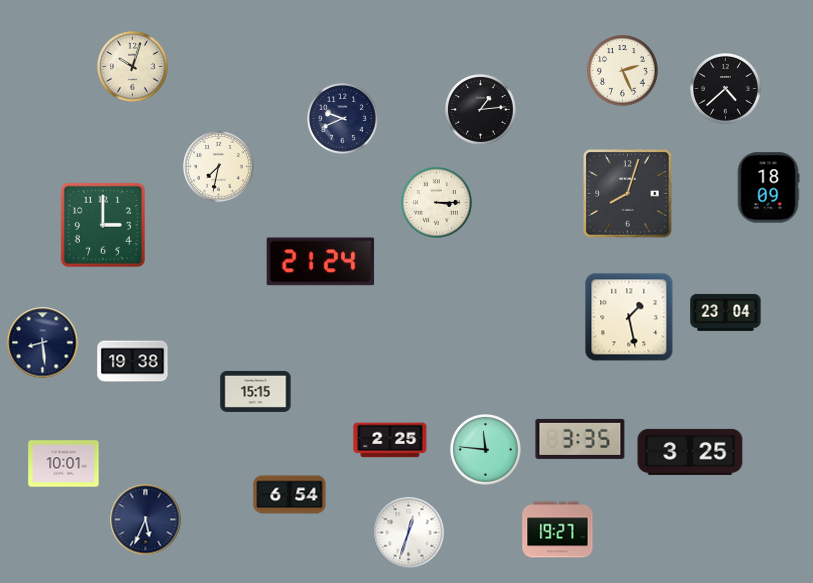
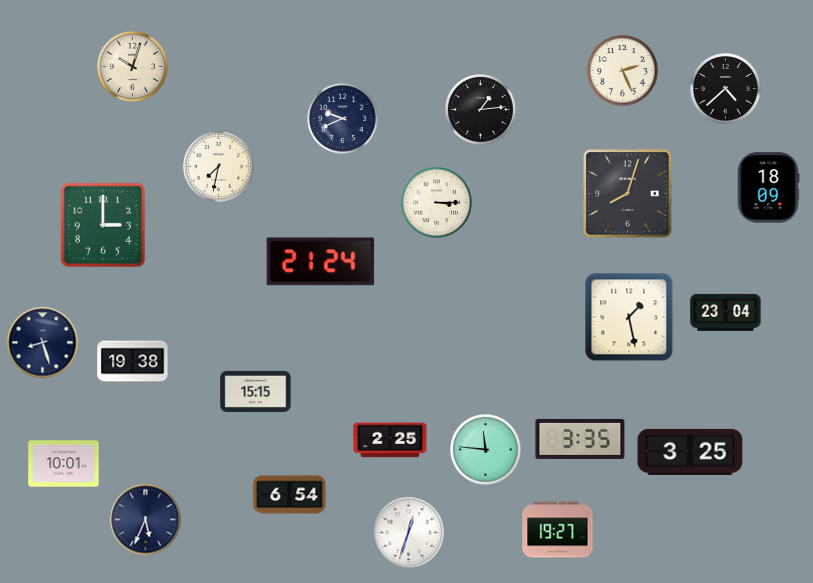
clock at (43, 343): 8:29 -> 8:27
